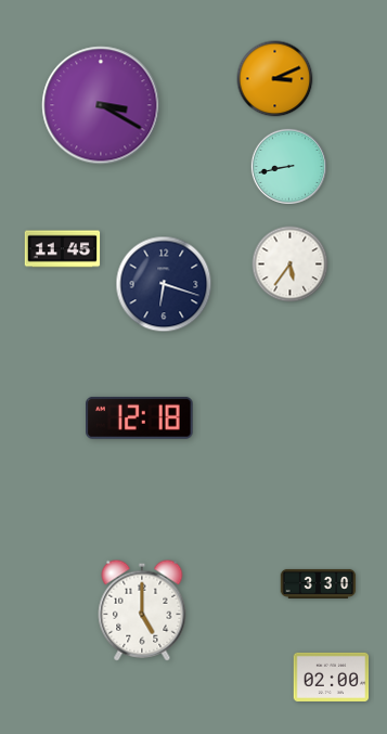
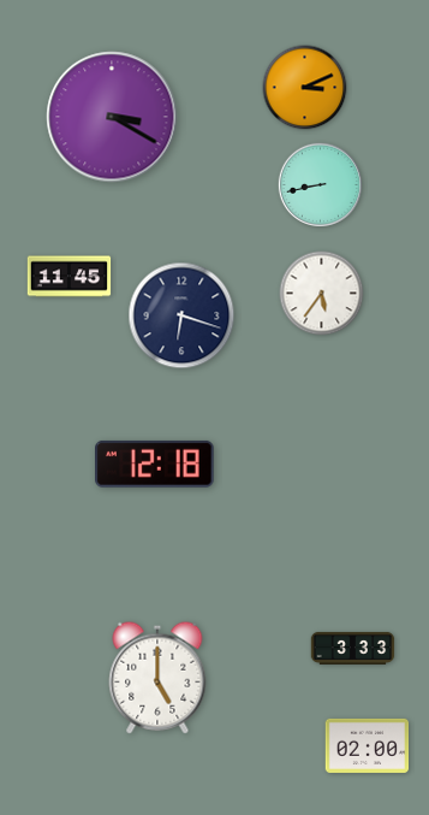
clock at (319, 583): 3:30 -> 3:33
clock at (332, 677) position: (332, 677) -> (368, 745)
